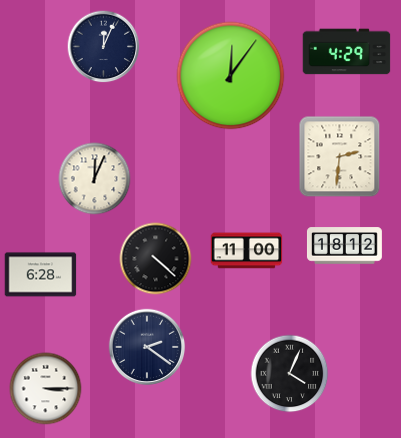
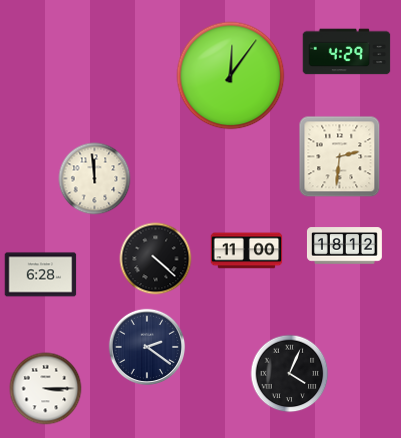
clock at (104, 47): 12:04 -> none
clock at (95, 179): 12:04 -> 11:59
